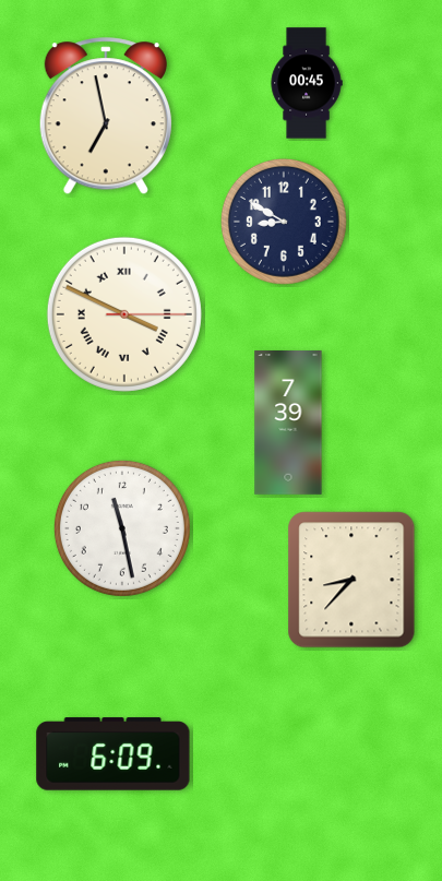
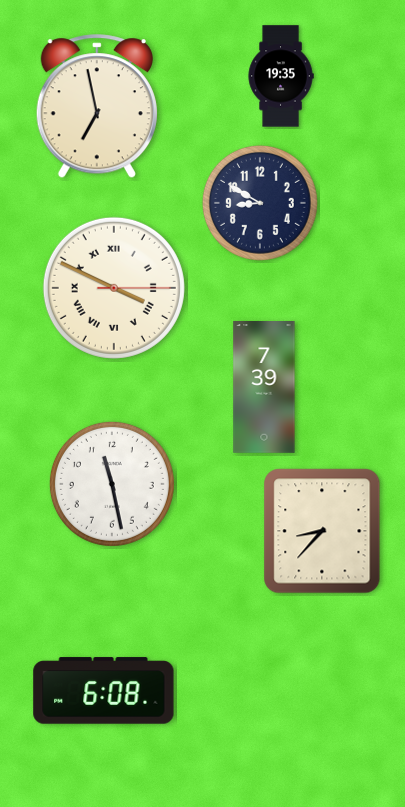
clock at (307, 83): 00:45 -> 19:35
clock at (114, 754): 6:09 -> 6:08
